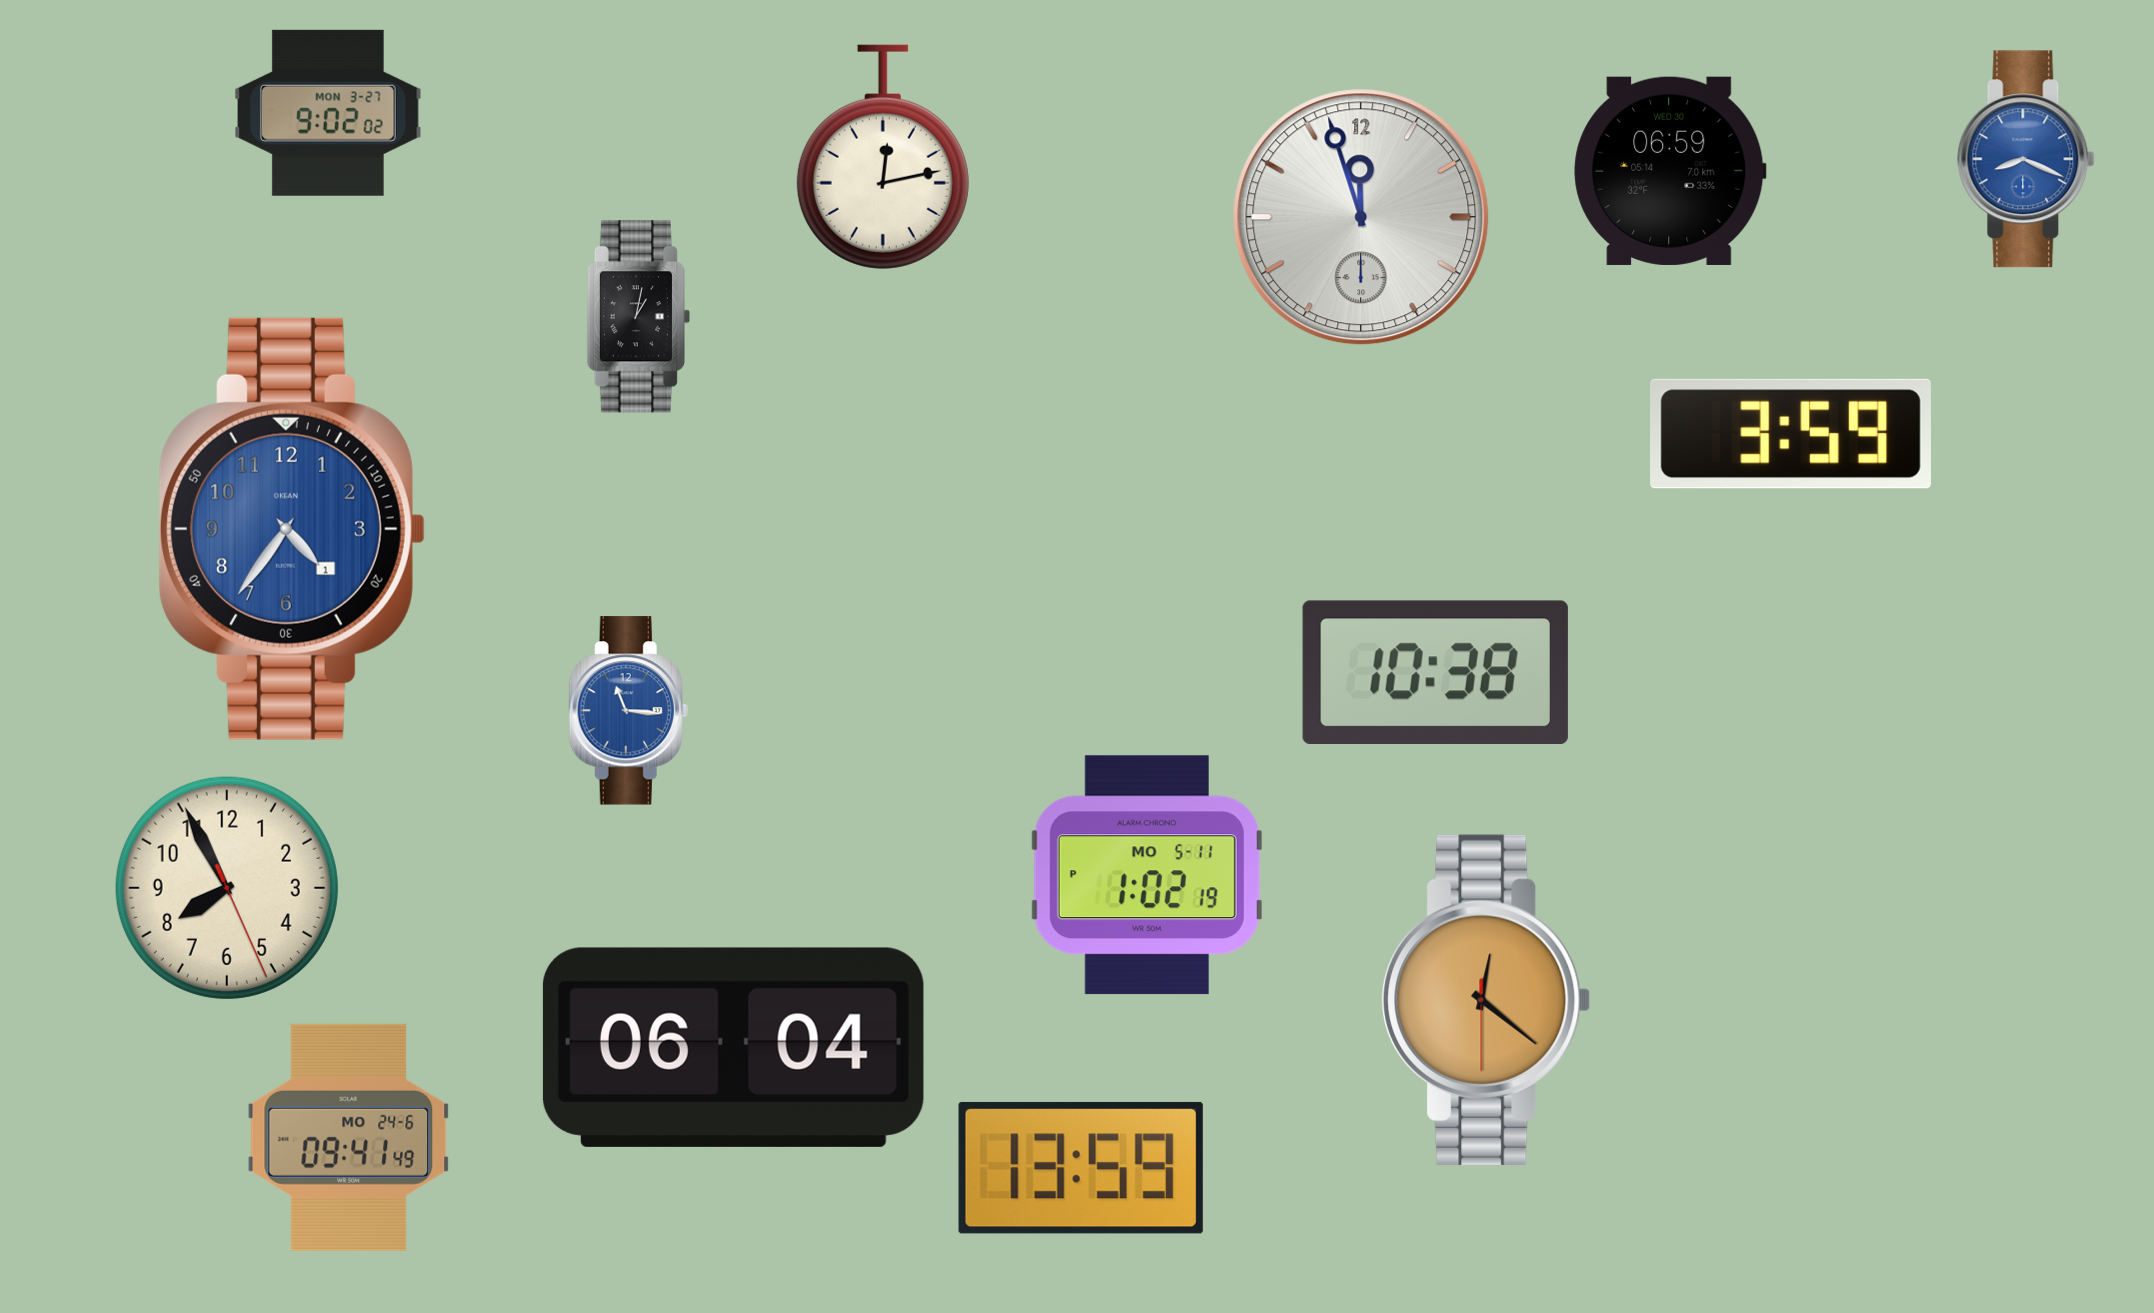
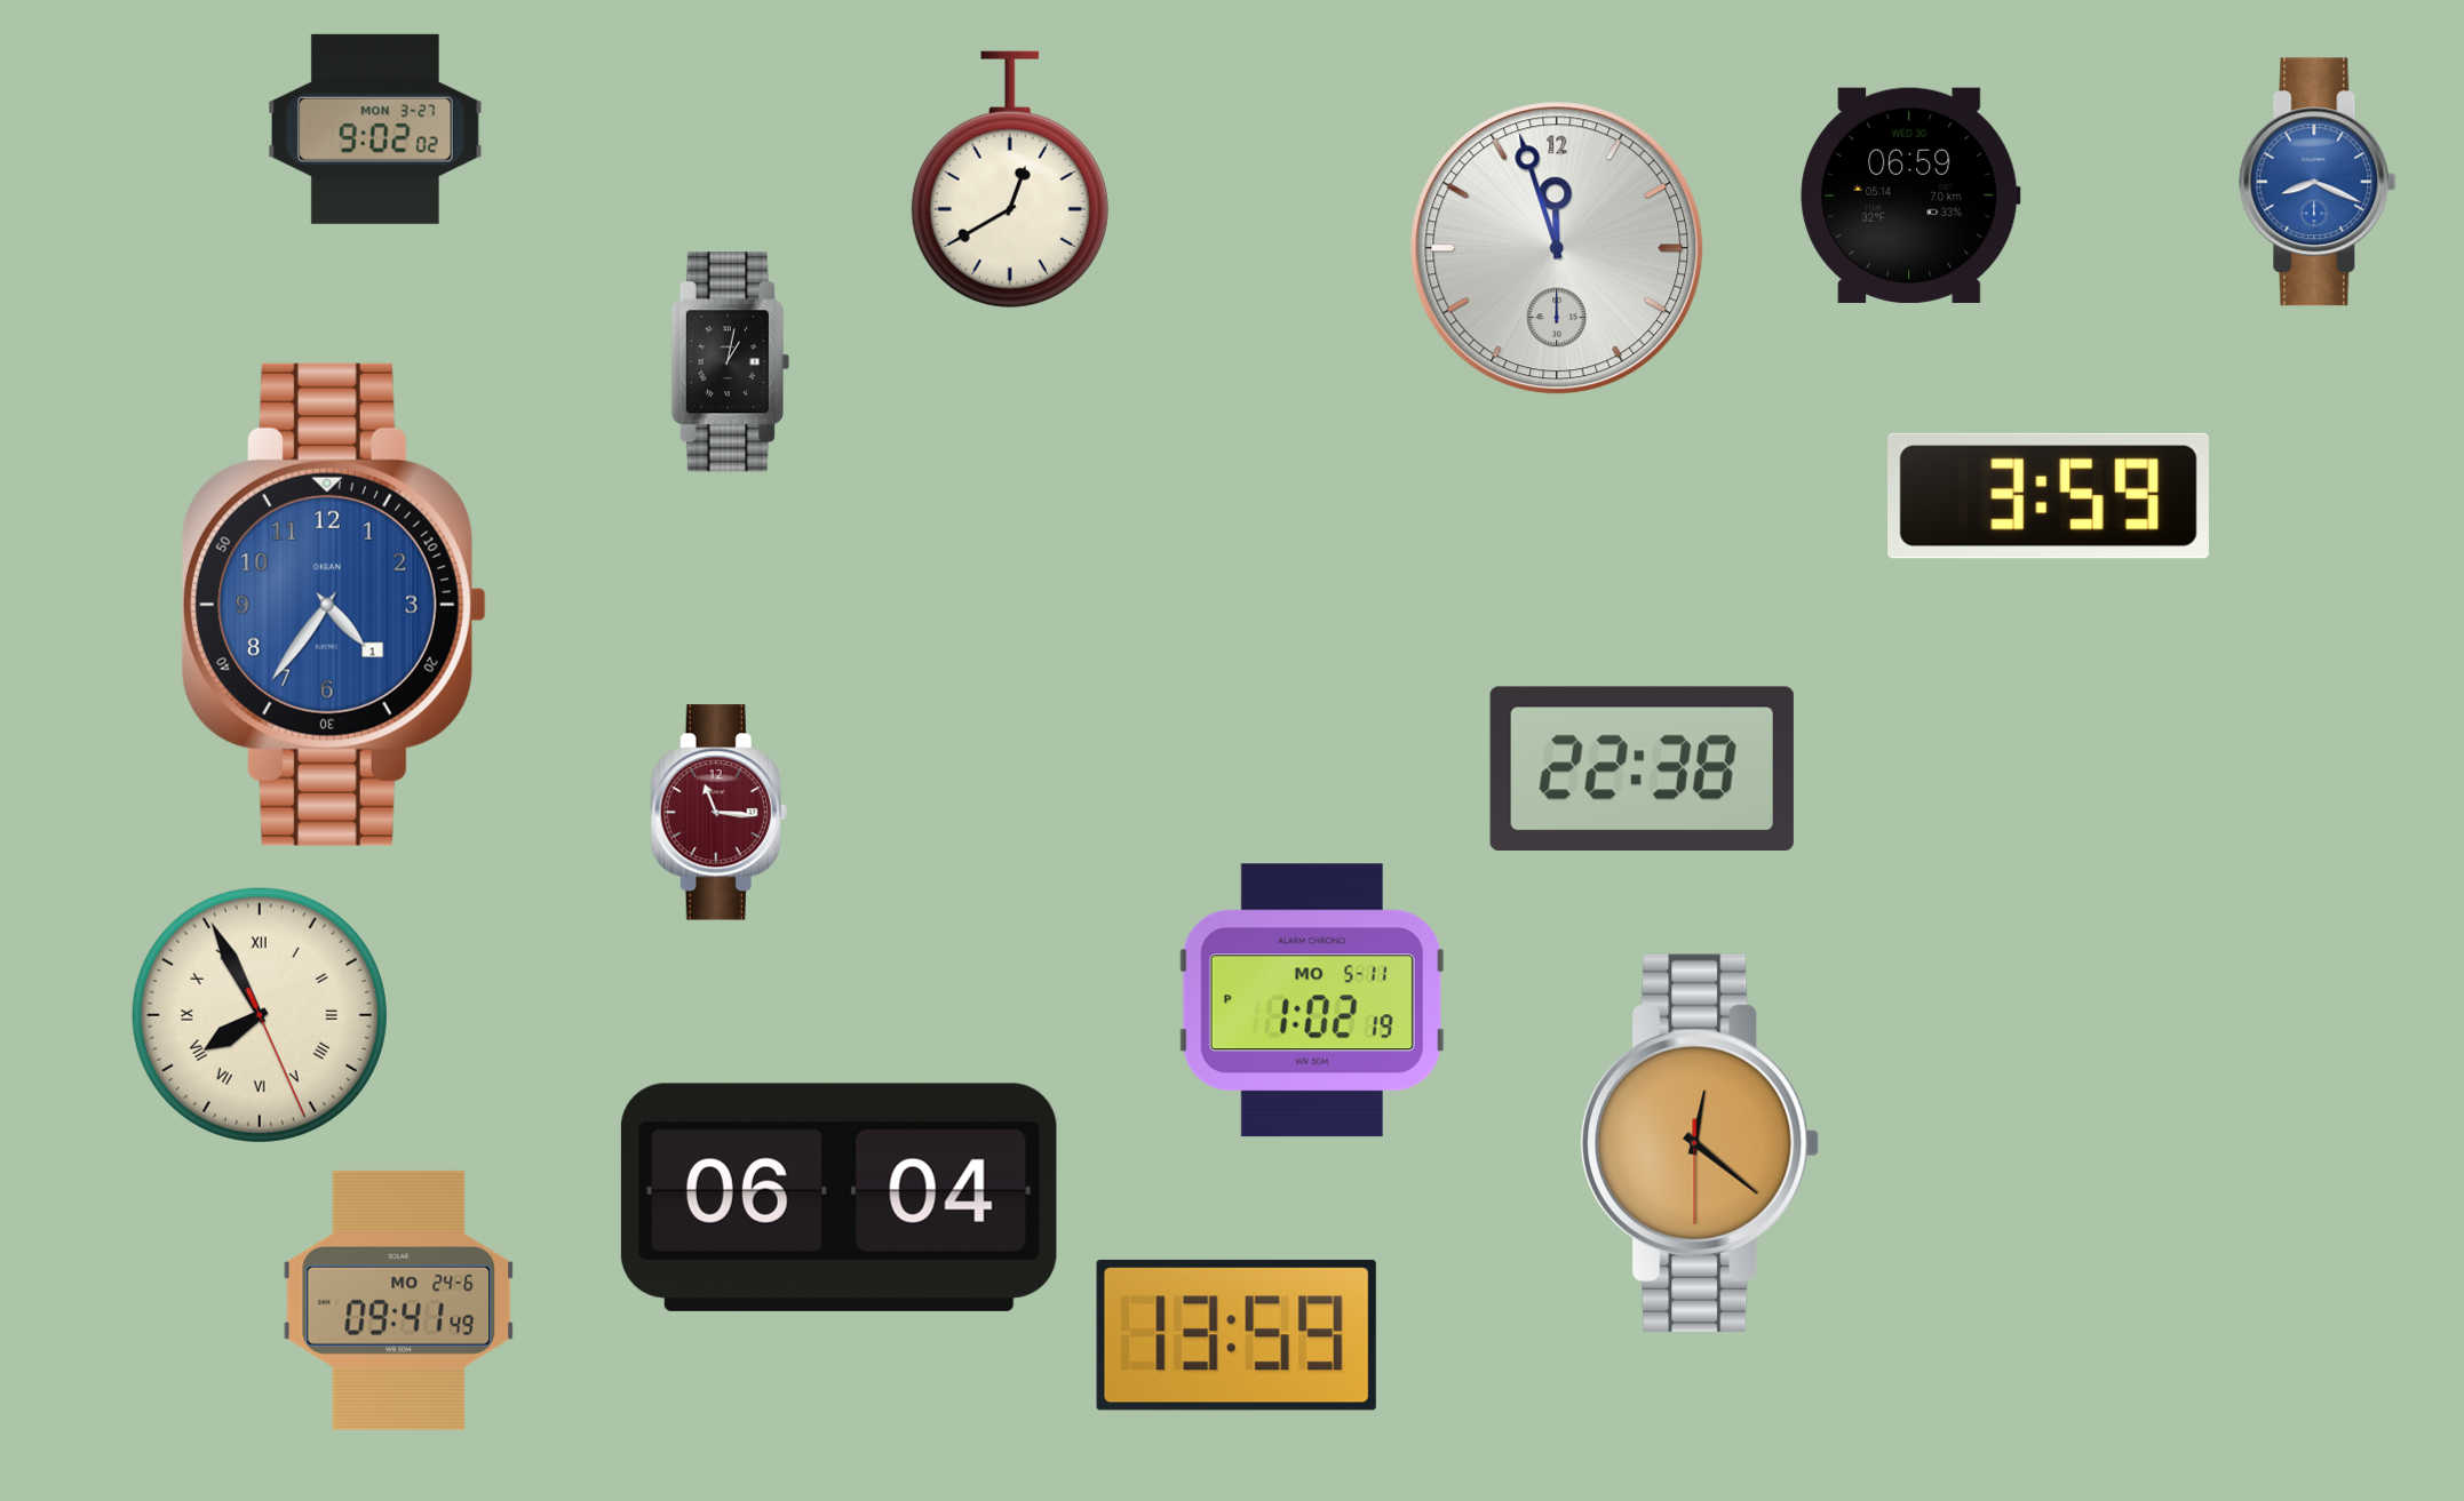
clock at (883, 157): 12:13 -> 12:40
clock at (1435, 672): 10:38 -> 22:38
clock at (628, 711) dial: blue -> burgundy
clock at (227, 888) numerals: Arabic -> Roman
